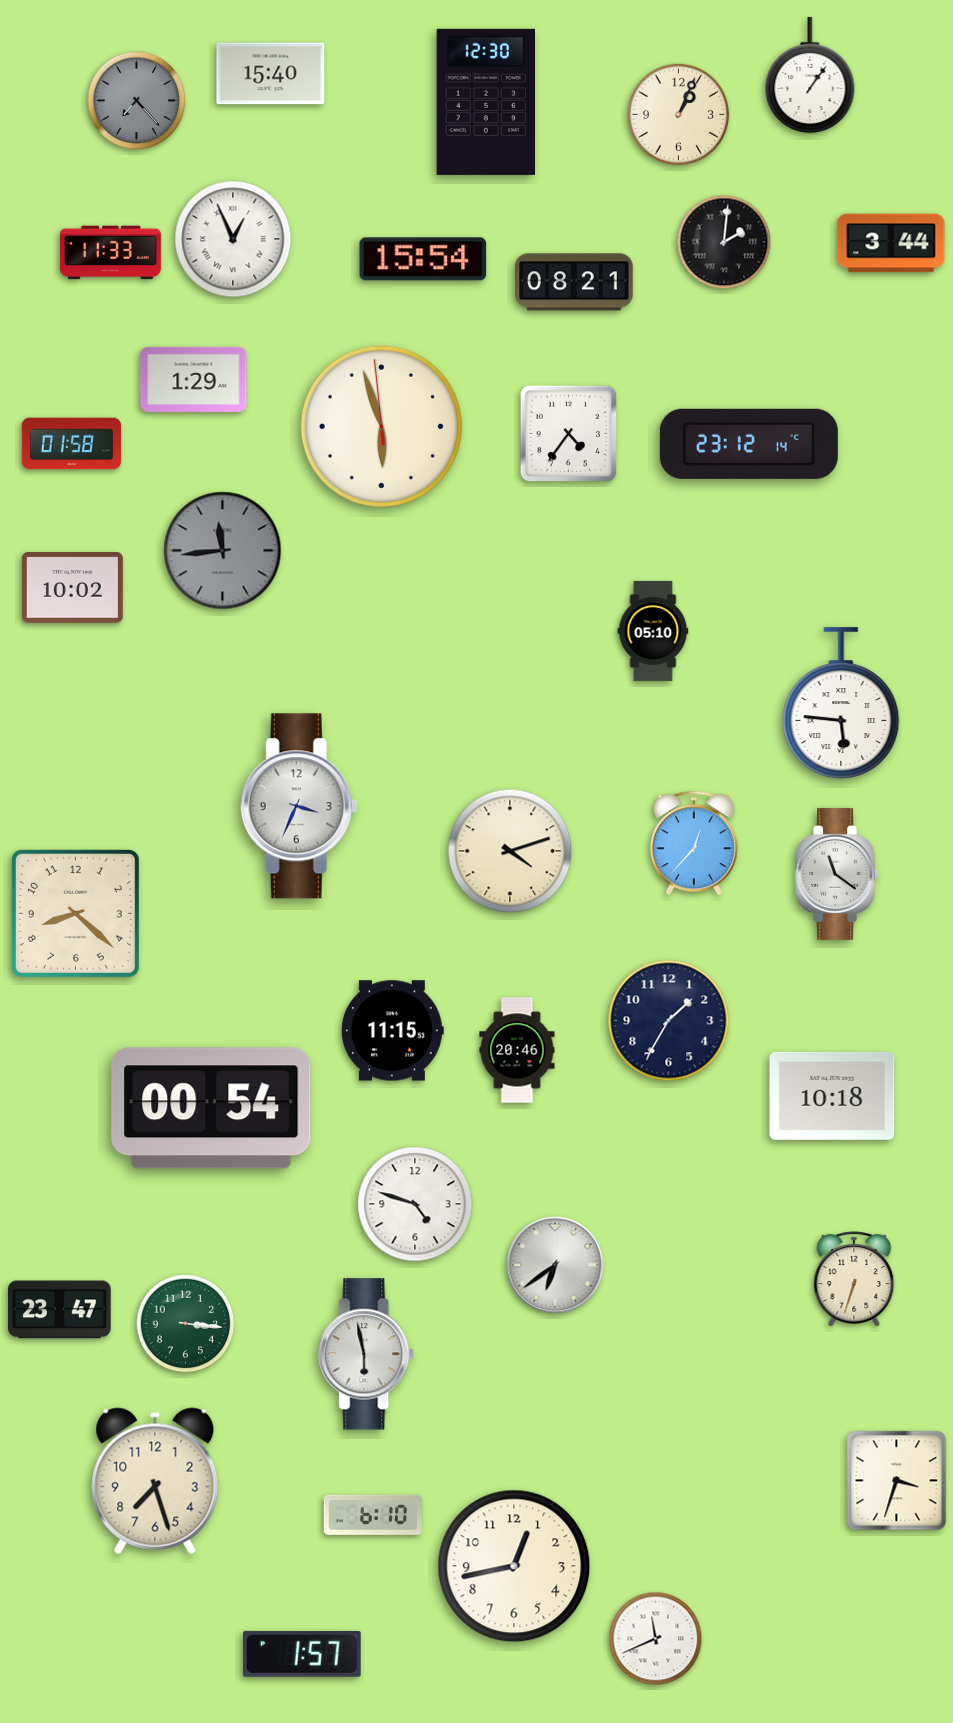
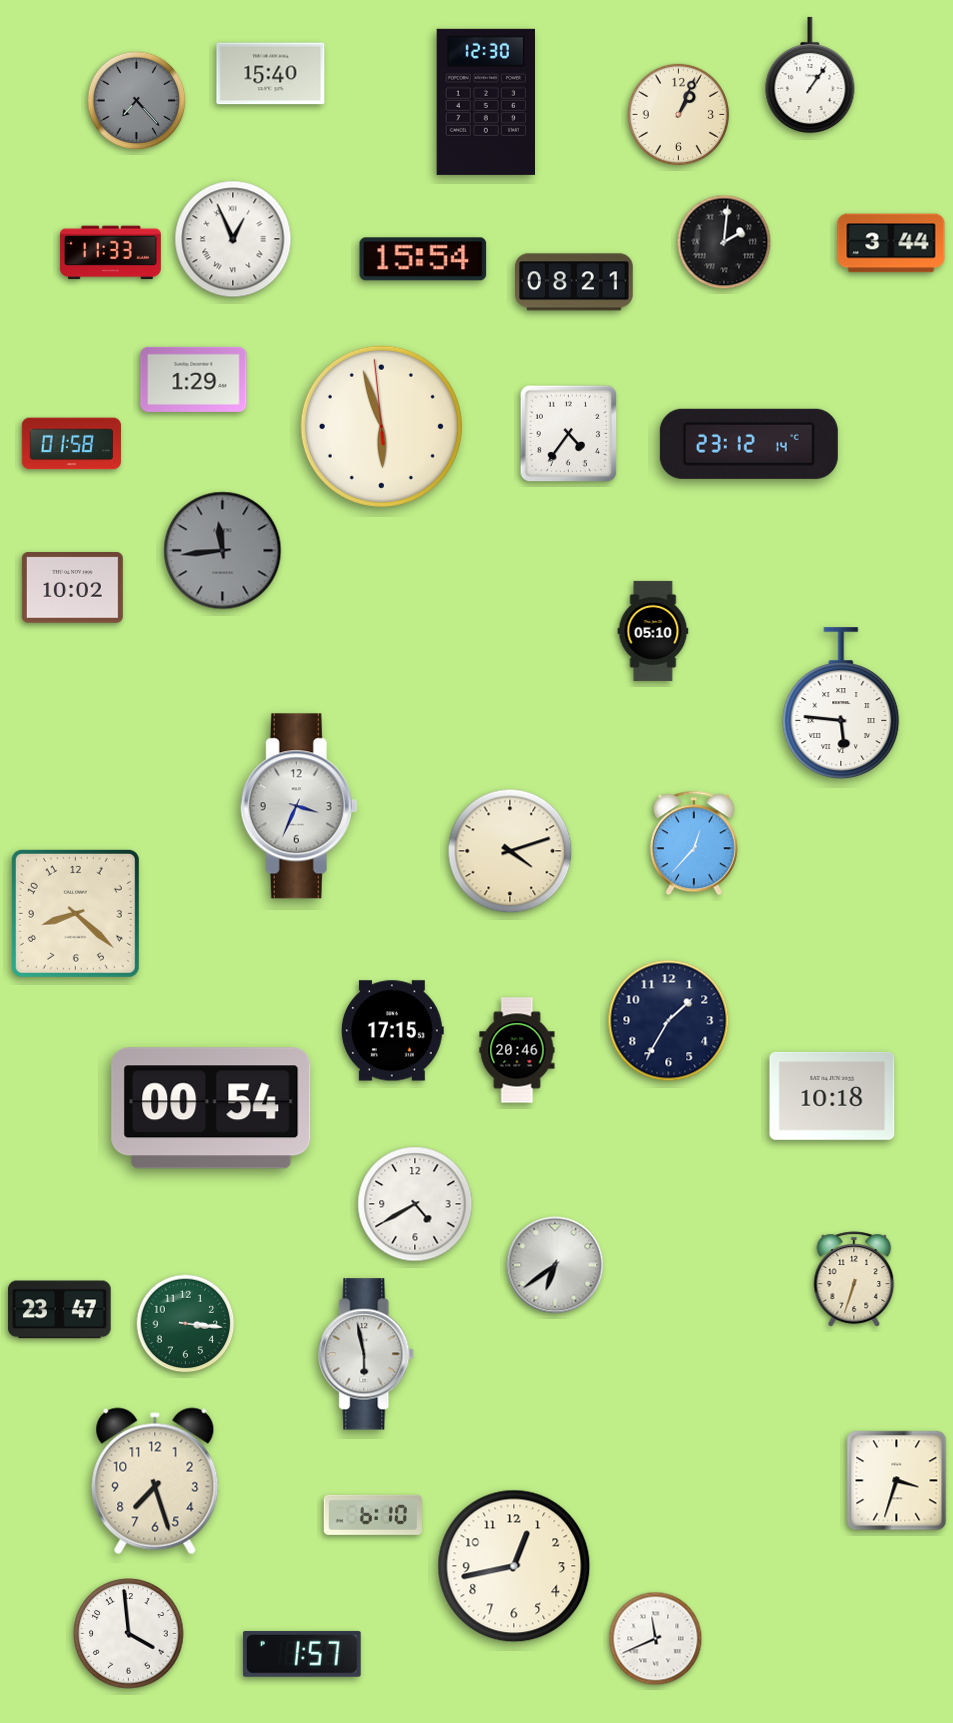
clock at (838, 874): 11:21 -> none
clock at (392, 1031): 11:15 -> 17:15
clock at (415, 1204): 4:48 -> 4:40
clock at (129, 1634): none -> 3:59
